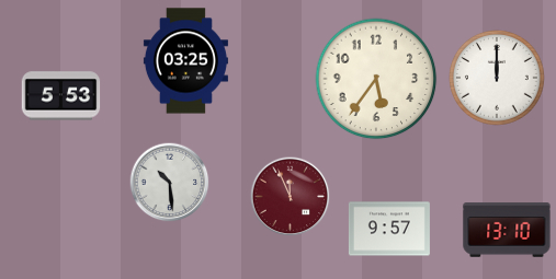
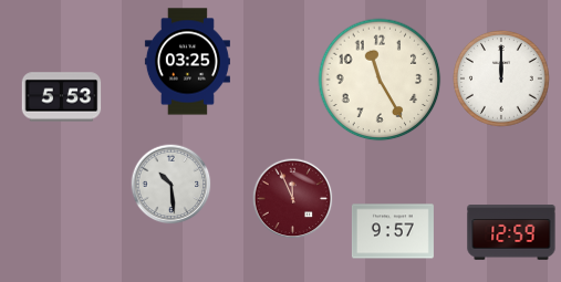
clock at (376, 79): 5:36 -> 11:25
clock at (507, 230): 13:10 -> 12:59
